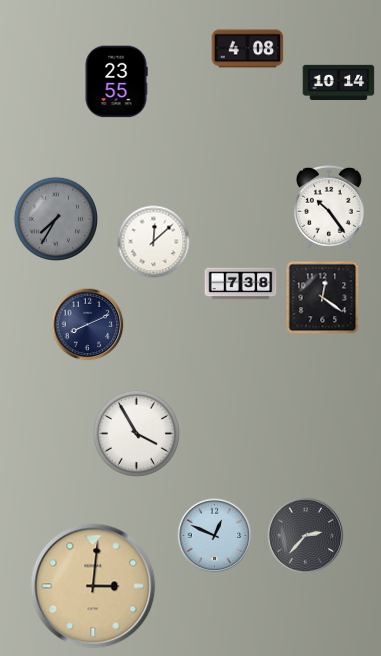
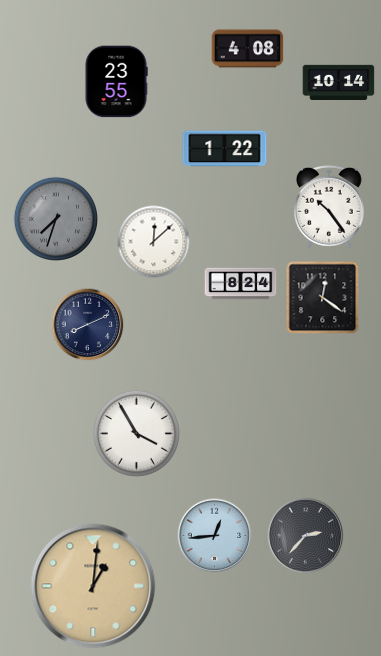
clock at (225, 149): none -> 1:22
clock at (55, 218): 7:35 -> 7:33
clock at (241, 284): 7:38 -> 8:24
clock at (215, 536): 12:49 -> 12:44
clock at (93, 586): 3:01 -> 1:01
